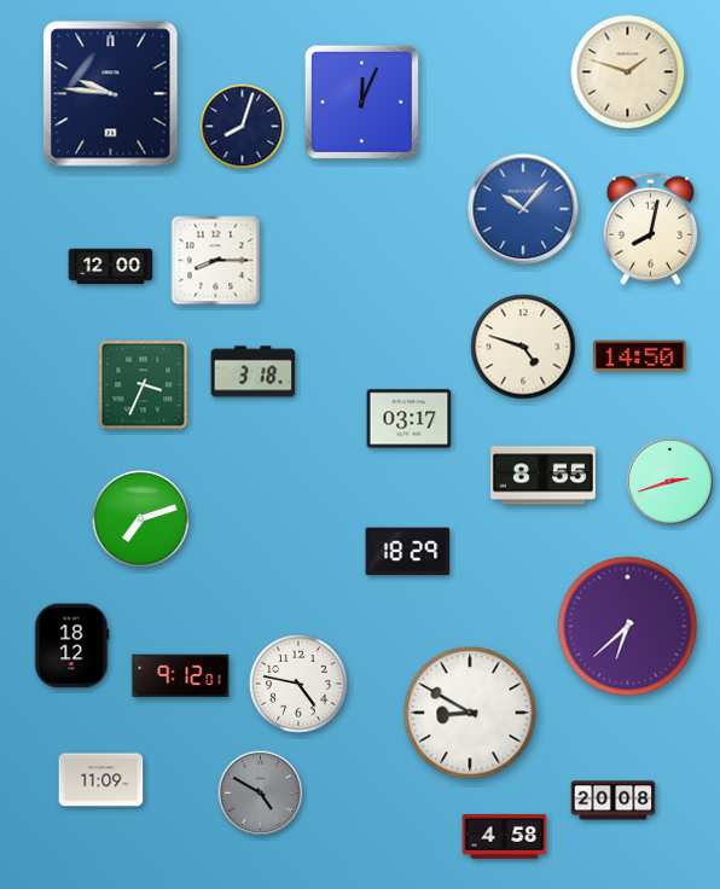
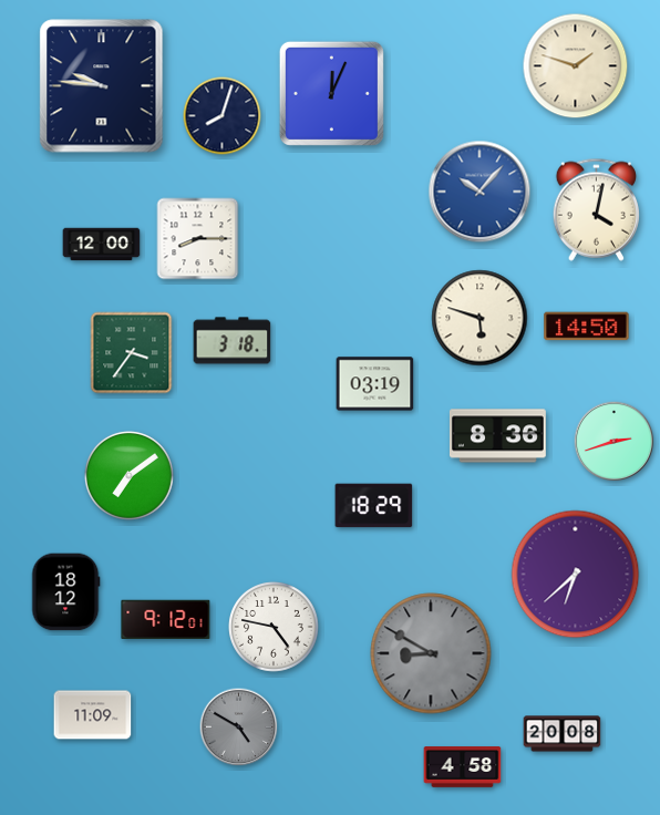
clock at (650, 228): 8:02 -> 4:02
clock at (523, 347): 4:48 -> 5:48
clock at (144, 385): 3:34 -> 3:36
clock at (410, 419): 03:17 -> 03:19
clock at (542, 476): 8:55 -> 8:36
clock at (140, 518): 7:12 -> 7:09
clock at (470, 713) dial: white -> grey
